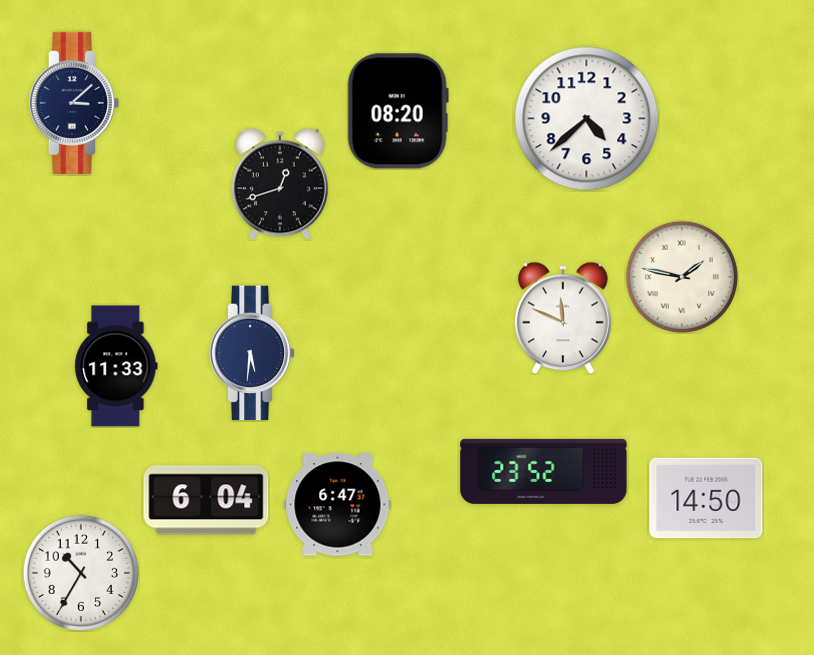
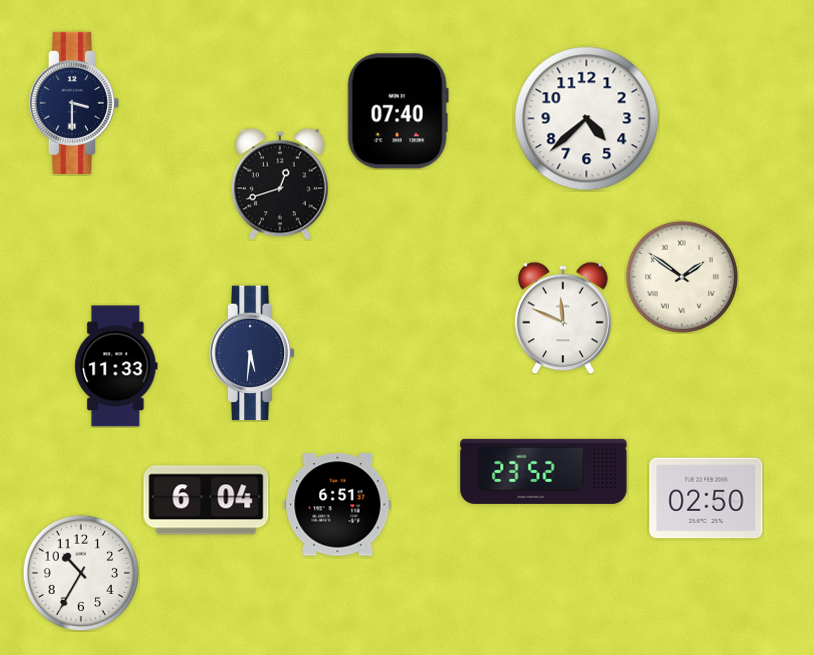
clock at (74, 103): 3:08 -> 3:30
clock at (398, 111): 08:20 -> 07:40
clock at (682, 277): 1:47 -> 1:51
clock at (706, 498): 14:50 -> 02:50
clock at (338, 505): 6:47 -> 6:51
